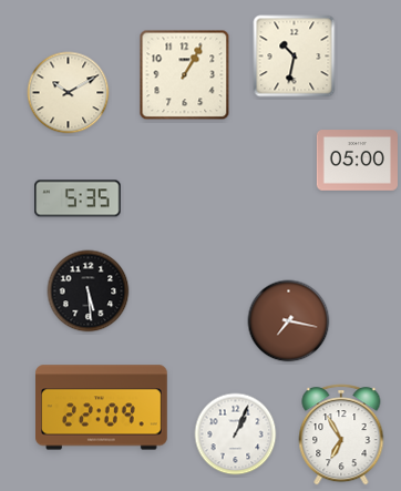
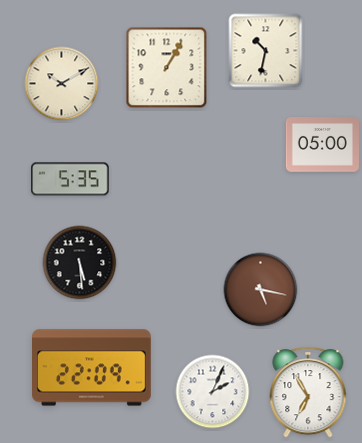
clock at (289, 321): 7:17 -> 5:17
clock at (236, 434): 1:04 -> 2:04
